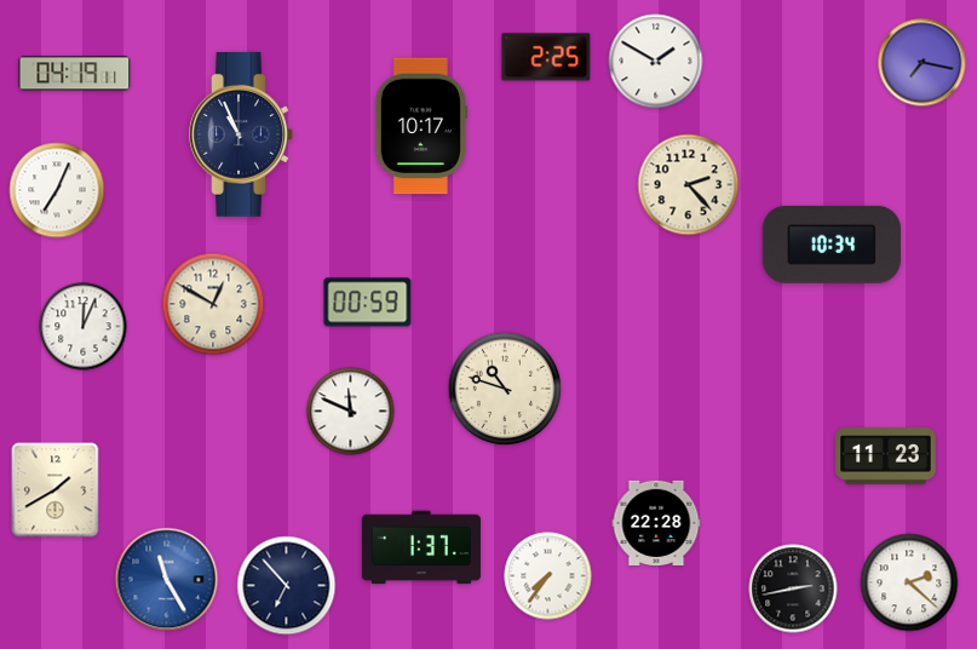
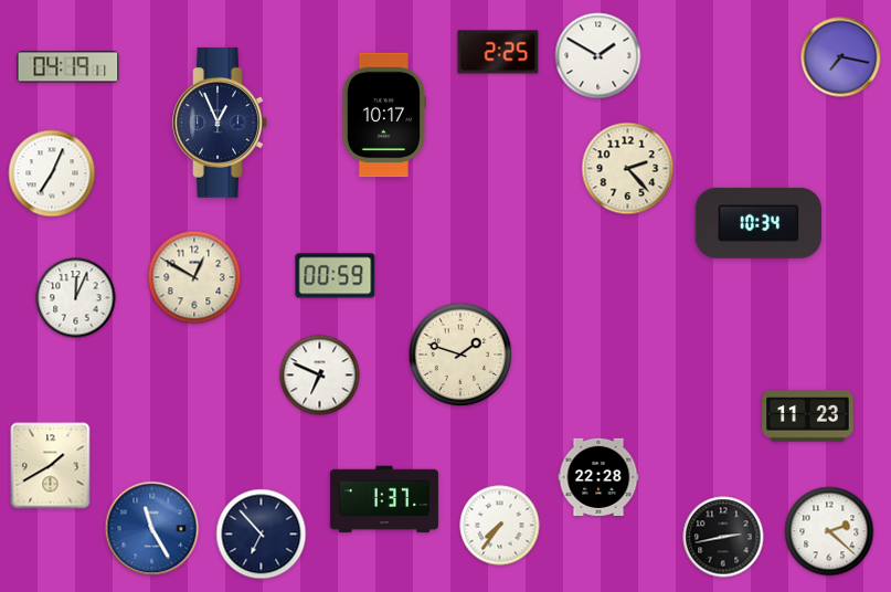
clock at (241, 134): 10:56 -> 12:56
clock at (505, 389): 10:48 -> 1:48
clock at (351, 412): 11:49 -> 6:49
clock at (56, 490) position: (56, 490) -> (51, 466)
